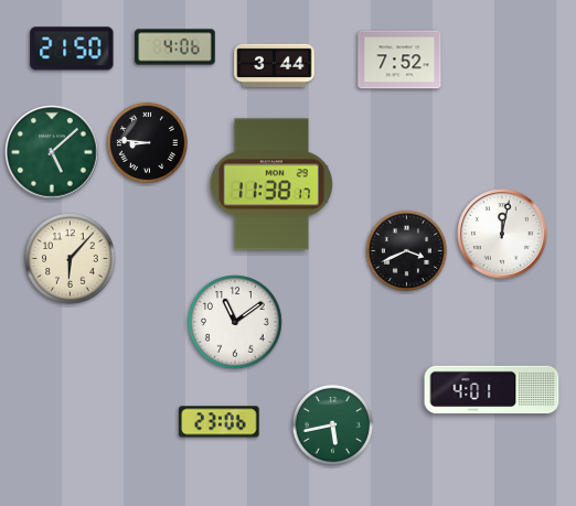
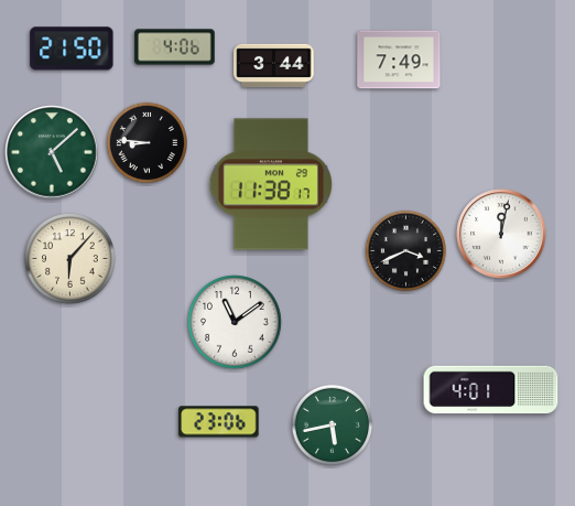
clock at (399, 60): 7:52 -> 7:49
